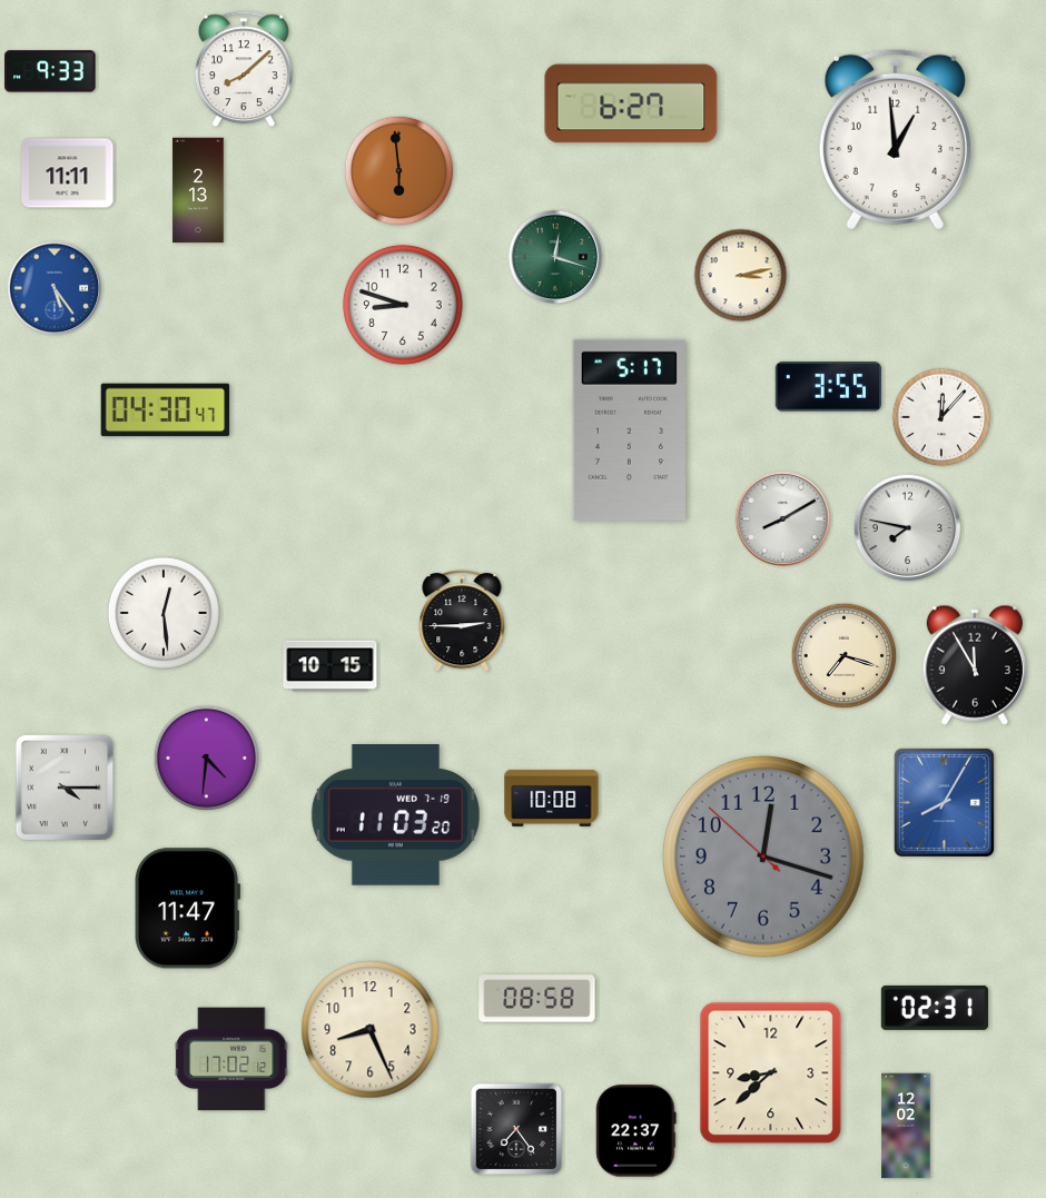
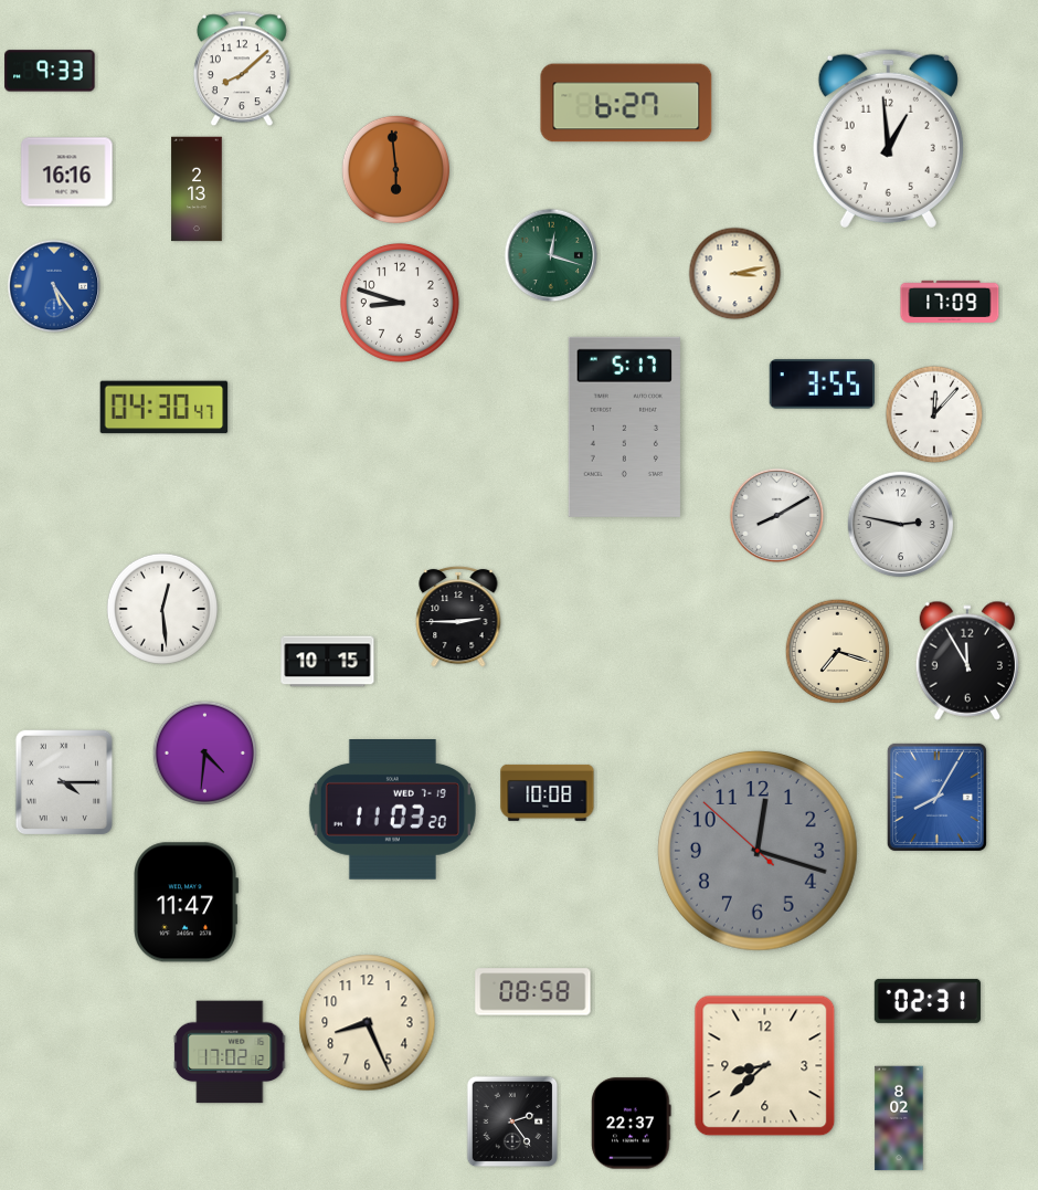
clock at (68, 174): 11:11 -> 16:16
clock at (950, 302): none -> 17:09
clock at (908, 528): 7:47 -> 2:47
clock at (906, 1126): 12:02 -> 8:02
clock at (516, 1129): 7:24 -> 2:24
